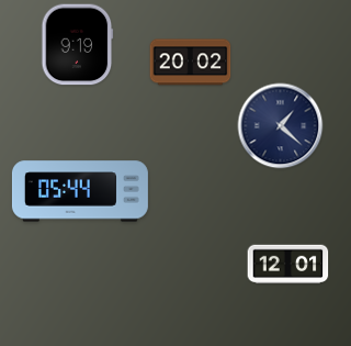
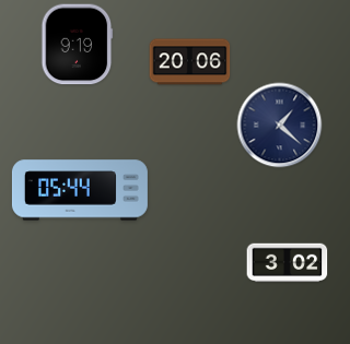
clock at (191, 63): 20:02 -> 20:06
clock at (288, 265): 12:01 -> 3:02
